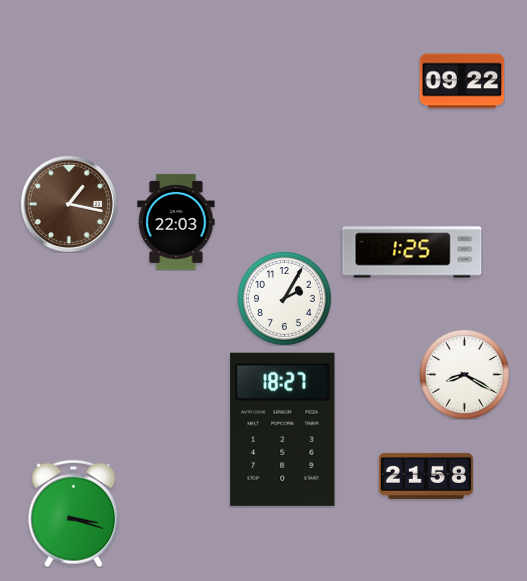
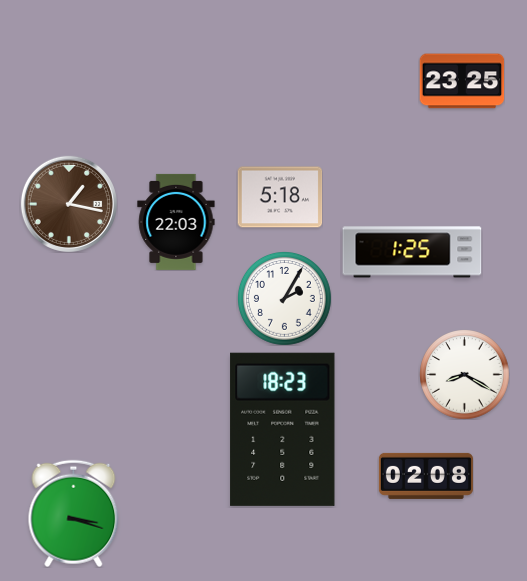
clock at (462, 81): 09:22 -> 23:25
clock at (280, 197): none -> 5:18
clock at (283, 429): 18:27 -> 18:23
clock at (426, 476): 21:58 -> 02:08
